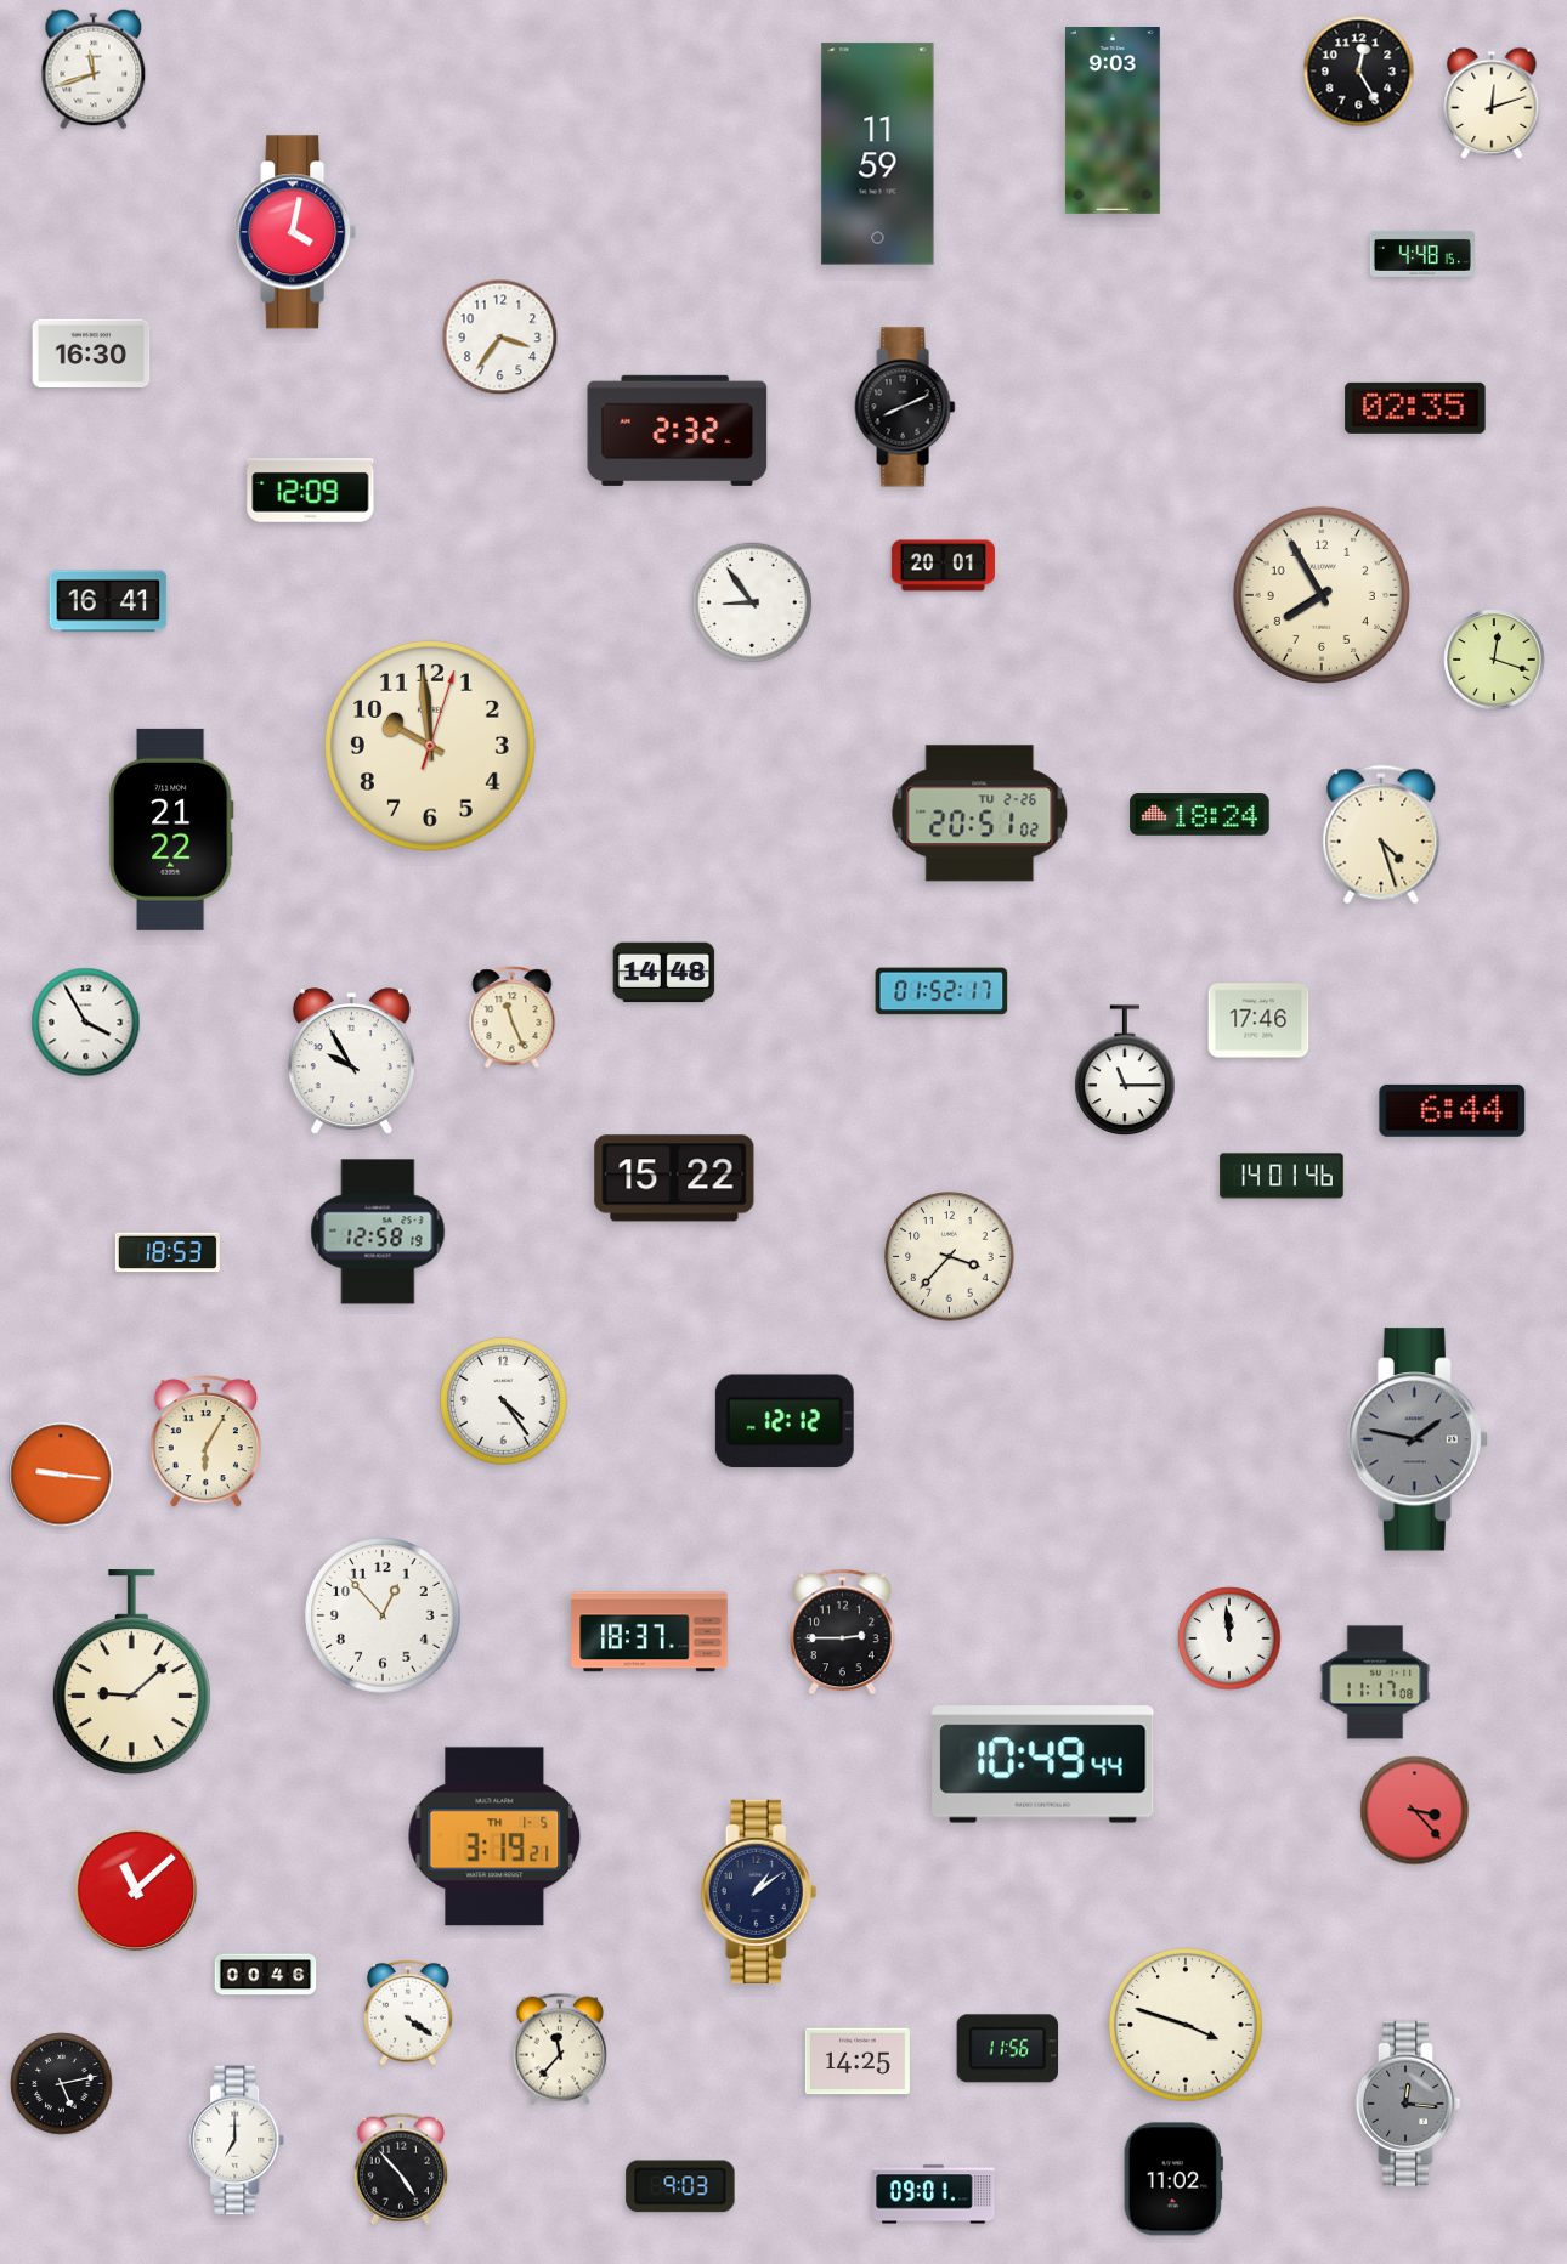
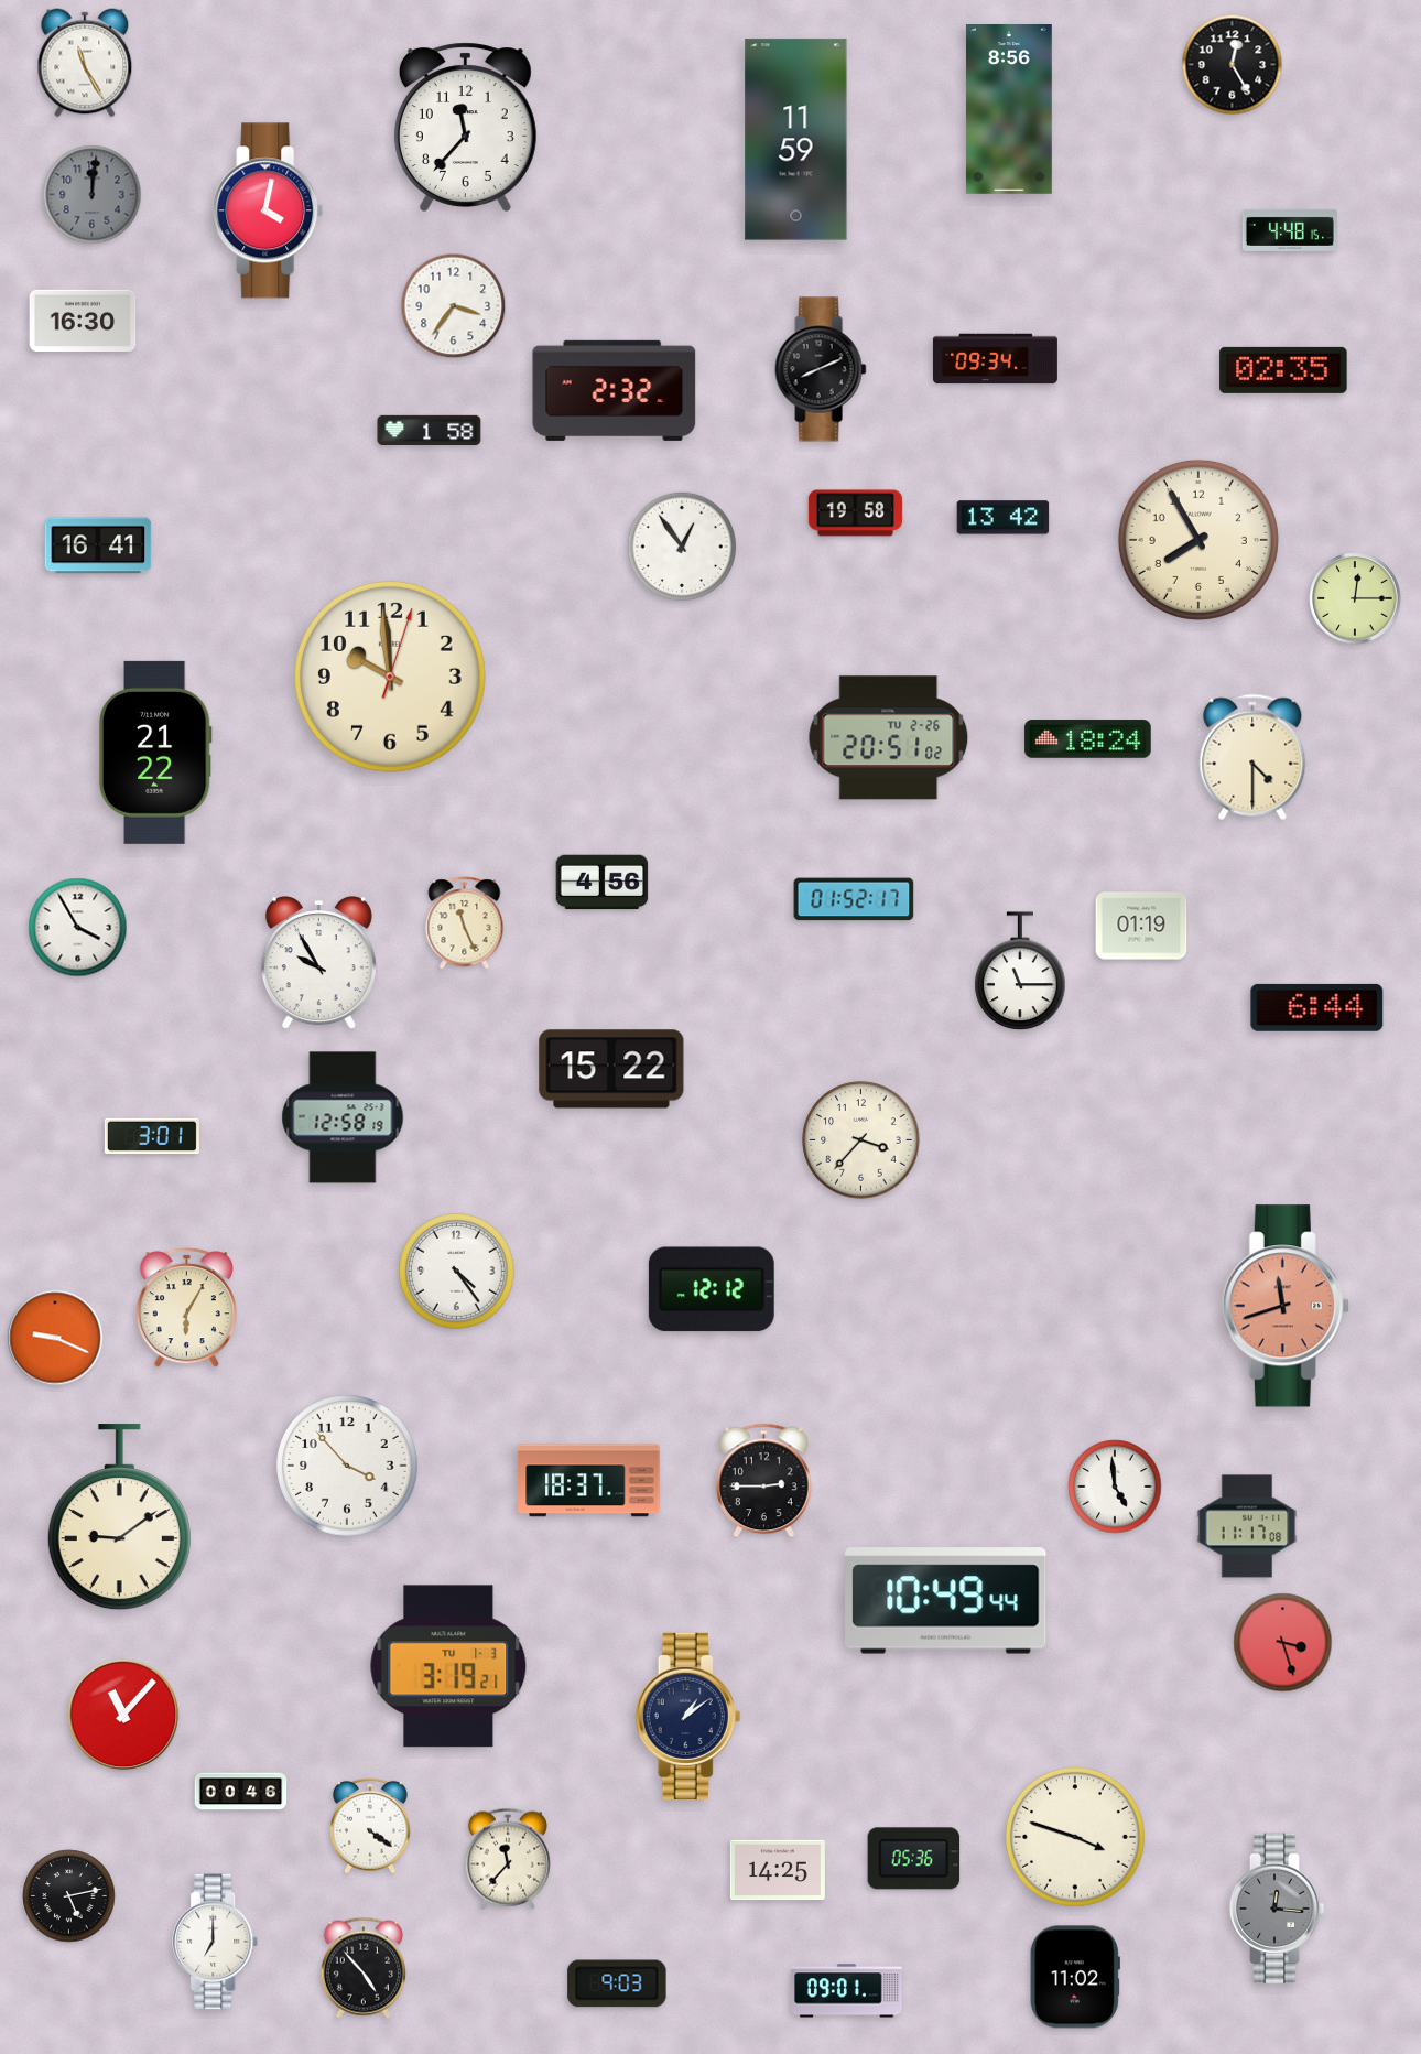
clock at (94, 69): 11:42 -> 11:25
clock at (1492, 103): 12:12 -> none
clock at (1113, 121): 9:03 -> 8:56
clock at (465, 127): none -> 11:37
clock at (93, 195): none -> 12:01
clock at (995, 359): none -> 09:34
clock at (430, 430): none -> 1:58
clock at (311, 491): 12:09 -> none
clock at (943, 566): 20:01 -> 19:58
clock at (1004, 518): none -> 13:42
clock at (752, 602): 8:54 -> 12:54
clock at (1494, 660): 12:18 -> 12:15
clock at (1381, 834): 4:27 -> 4:30
clock at (664, 973): 14:48 -> 4:56
clock at (1258, 1020): 17:46 -> 01:19
clock at (1282, 1176): 14:01 -> none
clock at (168, 1252): 18:53 -> 3:01
clock at (1418, 1439): 1:47 -> 11:42
clock at (1418, 1439) dial: grey -> salmon
clock at (61, 1475): 9:16 -> 9:19
clock at (383, 1615): 12:53 -> 3:53
clock at (1229, 1638): 11:59 -> 4:59
clock at (131, 1672): 9:08 -> 9:09
clock at (1415, 1811): 3:23 -> 3:27
clock at (494, 1836) date: TH 1-5 -> TU 1-3
clock at (136, 1890): 11:08 -> 11:07
clock at (1008, 2049): 11:56 -> 05:36
clock at (62, 2084) position: (62, 2084) -> (69, 1896)
clock at (1173, 2179) position: (1173, 2179) -> (1075, 1977)
